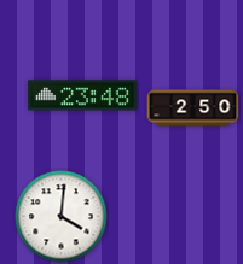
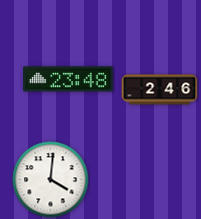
clock at (193, 108): 2:50 -> 2:46
